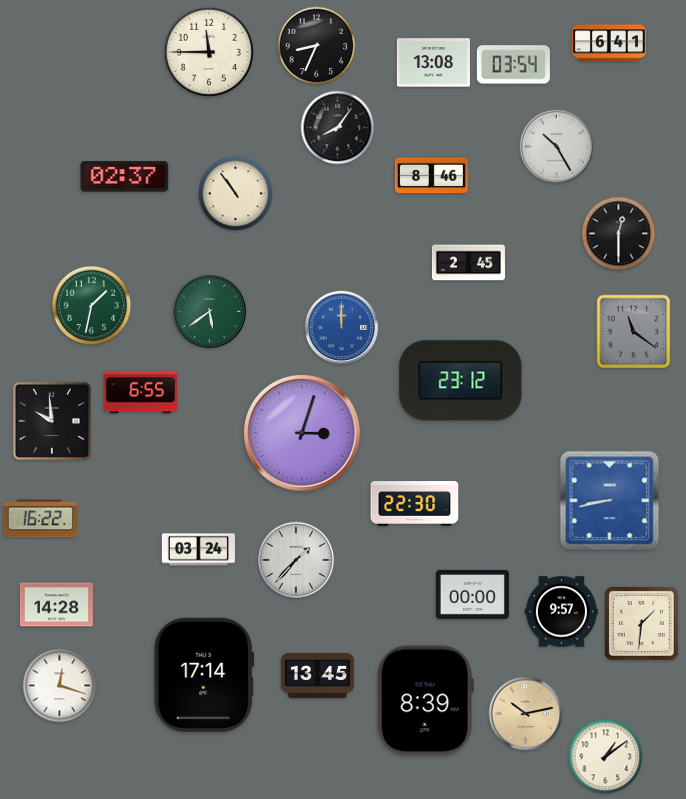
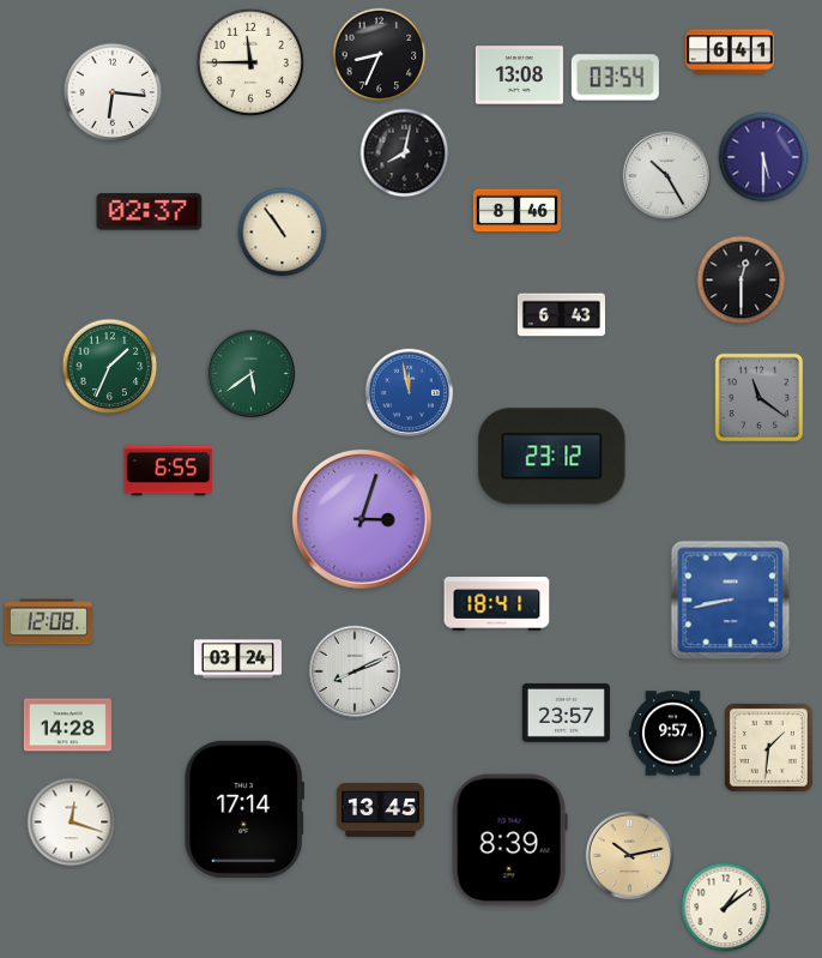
clock at (113, 92): none -> 6:16
clock at (338, 128): 8:06 -> 8:02
clock at (763, 157): none -> 5:30
clock at (468, 263): 2:45 -> 6:43
clock at (92, 306): 1:32 -> 1:34
clock at (342, 328): 12:00 -> 11:58
clock at (51, 420): 9:59 -> none
clock at (415, 504): 22:30 -> 18:41
clock at (40, 519): 16:22 -> 12:08
clock at (296, 560): 1:37 -> 8:11
clock at (472, 594): 00:00 -> 23:57
